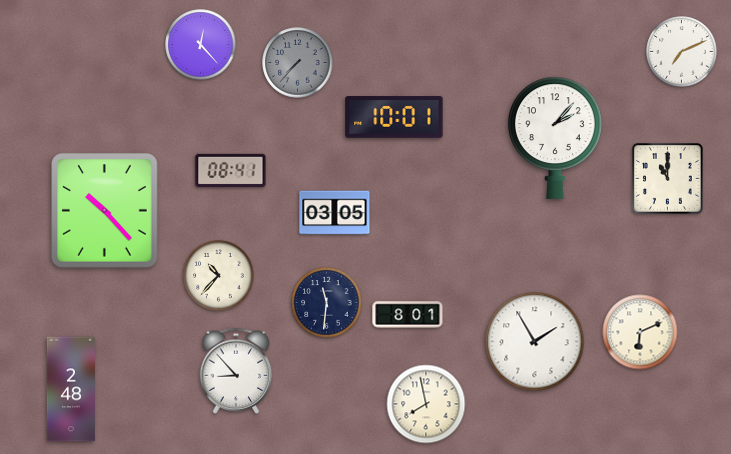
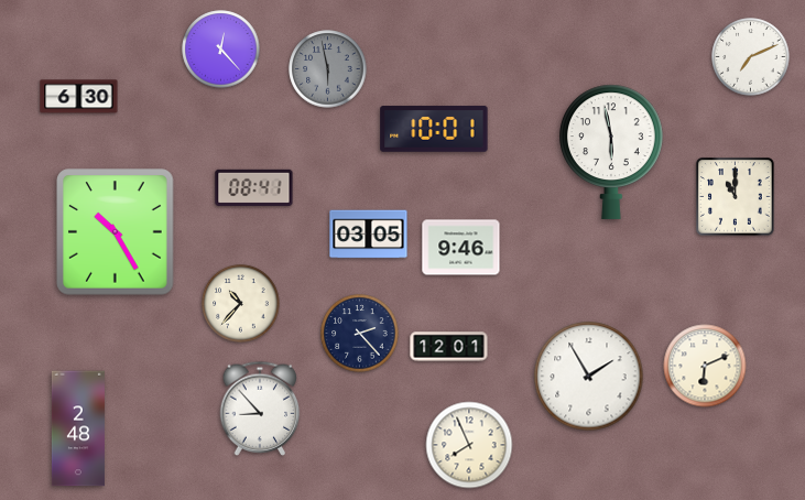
clock at (298, 63): 7:37 -> 5:58
clock at (79, 97): none -> 6:30
clock at (556, 138): 2:07 -> 5:58
clock at (105, 211): 10:23 -> 10:25
clock at (461, 248): none -> 9:46
clock at (327, 303): 11:31 -> 2:23
clock at (408, 315): 8:01 -> 12:01
clock at (426, 404): 7:58 -> 7:56
